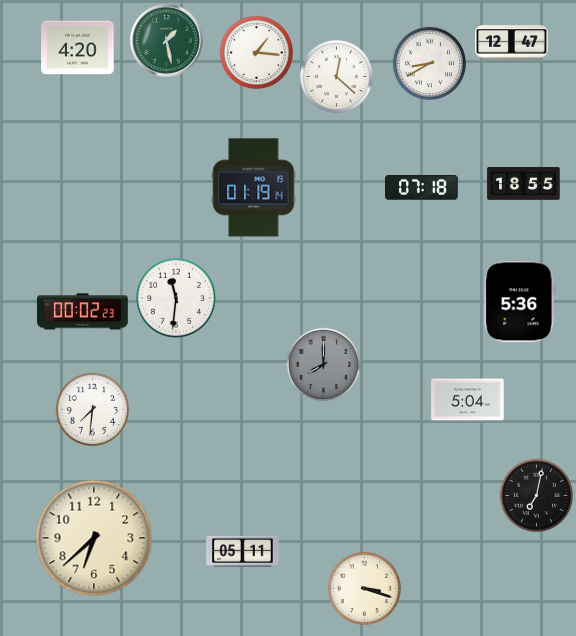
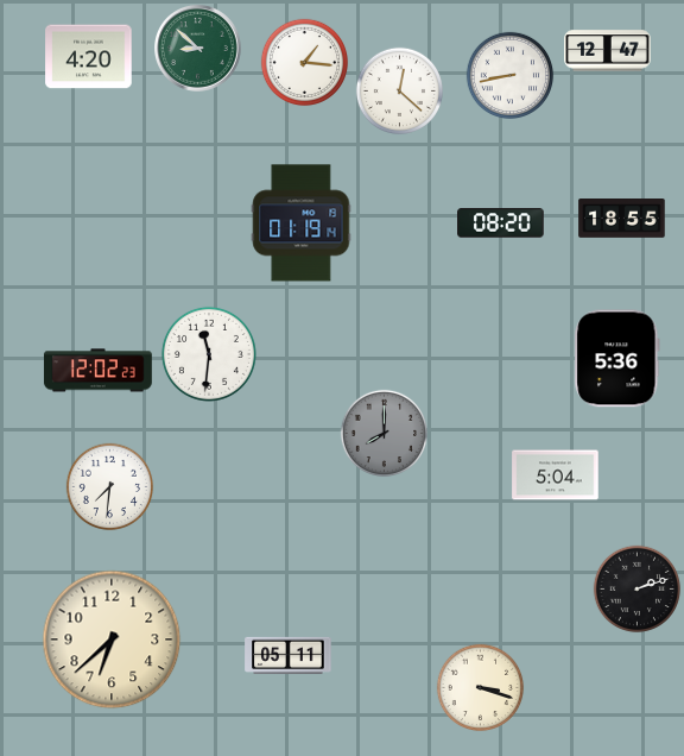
clock at (167, 41): 1:28 -> 8:52
clock at (78, 48) position: (78, 48) -> (89, 57)
clock at (430, 64): 8:40 -> 8:43
clock at (422, 188): 07:18 -> 08:20
clock at (82, 312): 00:02 -> 12:02
clock at (537, 496): 7:02 -> 2:12
clock at (365, 589) position: (365, 589) -> (481, 688)
